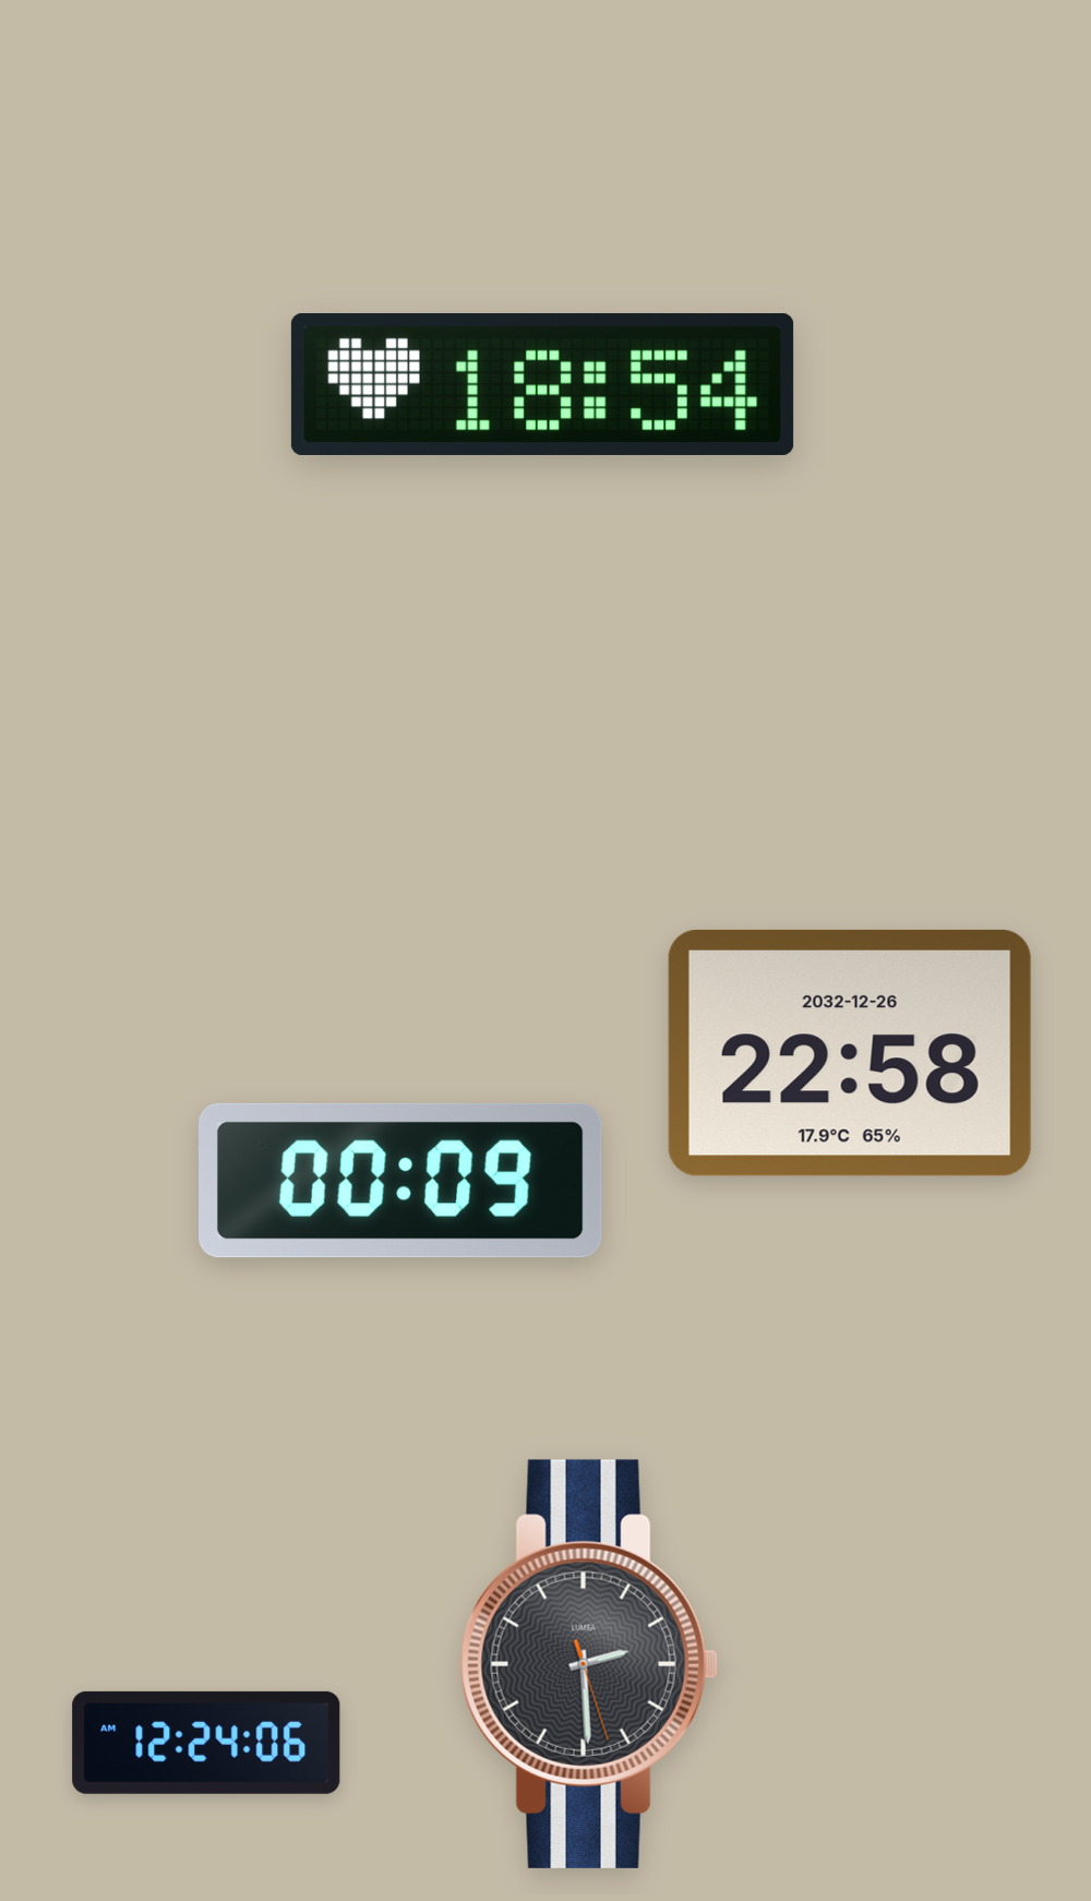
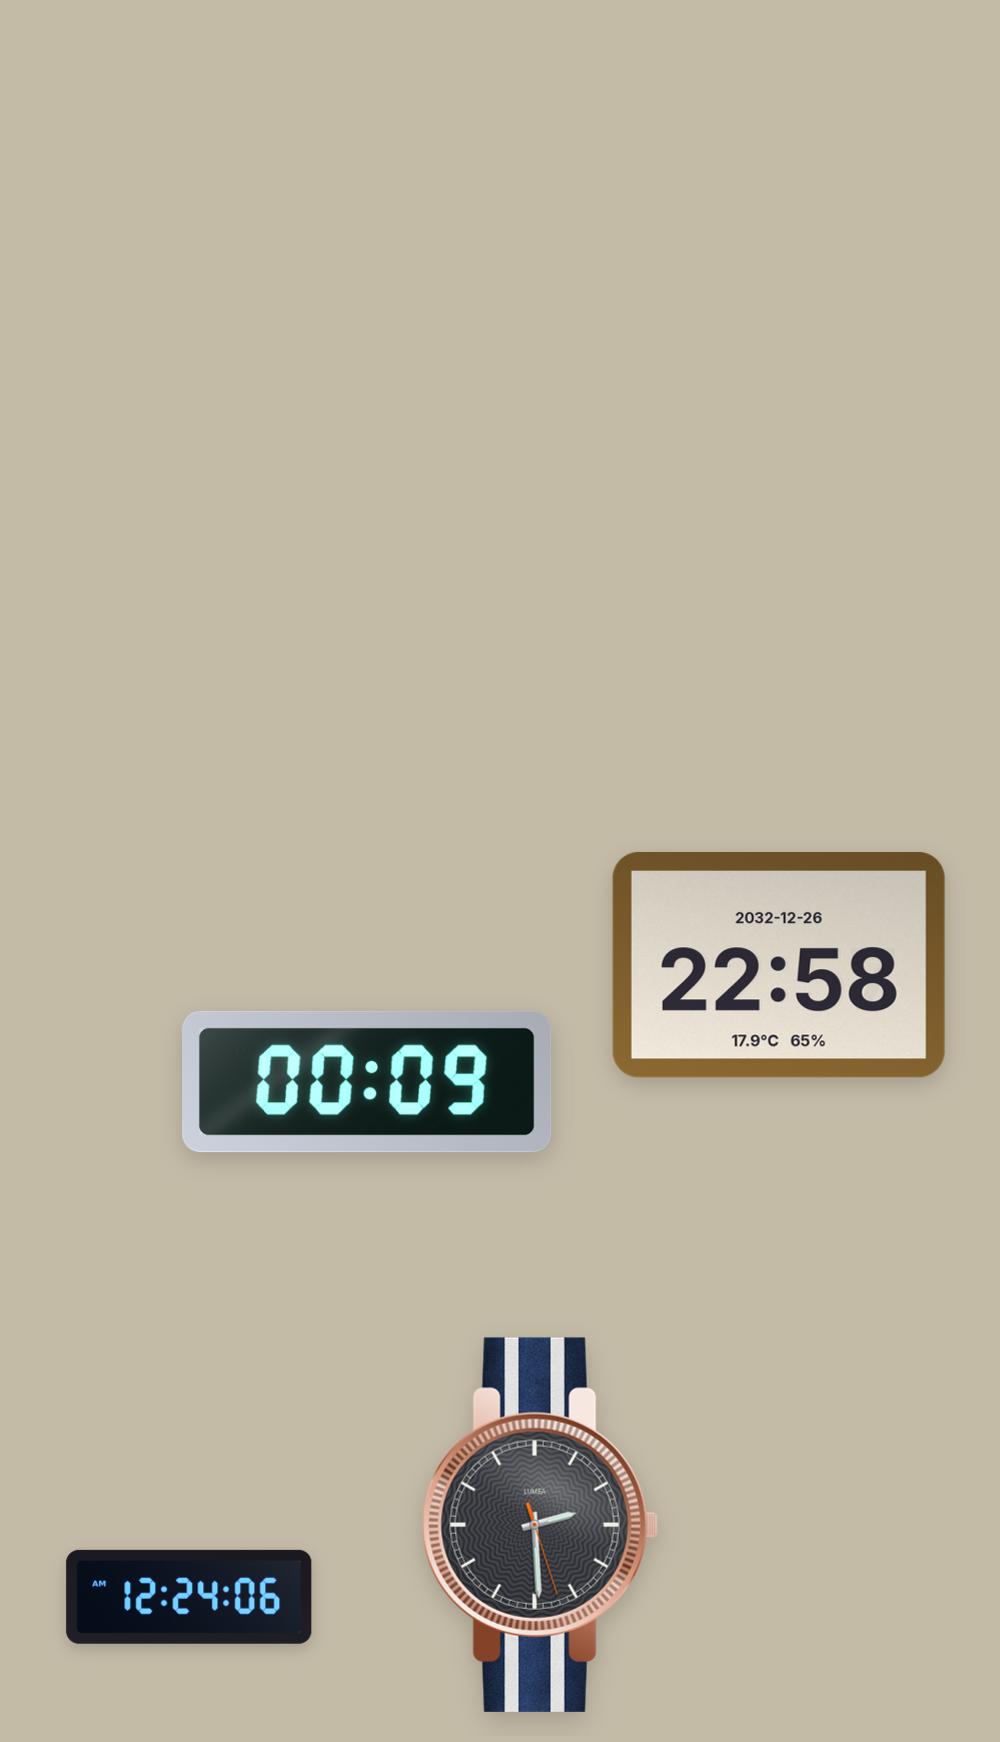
clock at (542, 384): 18:54 -> none
